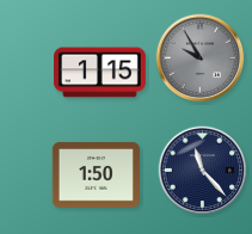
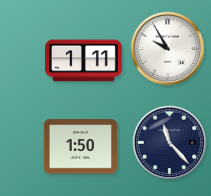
clock at (201, 59) dial: grey -> white
clock at (100, 73): 1:15 -> 1:11
